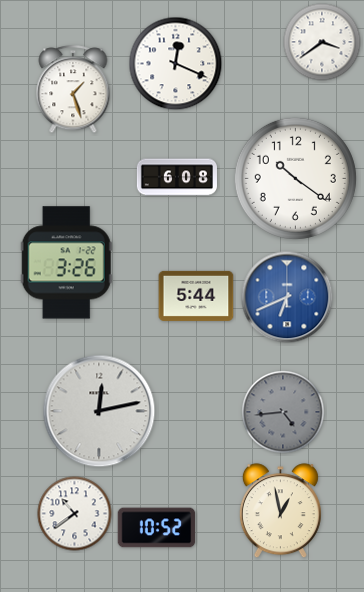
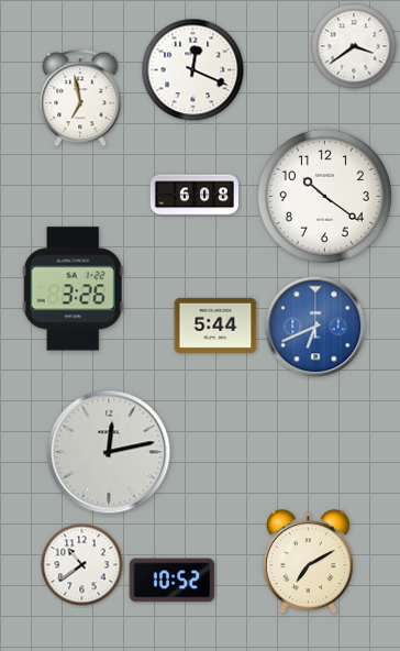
clock at (73, 90): 1:27 -> 6:58
clock at (283, 412): 4:44 -> none
clock at (280, 511): 12:58 -> 7:10
